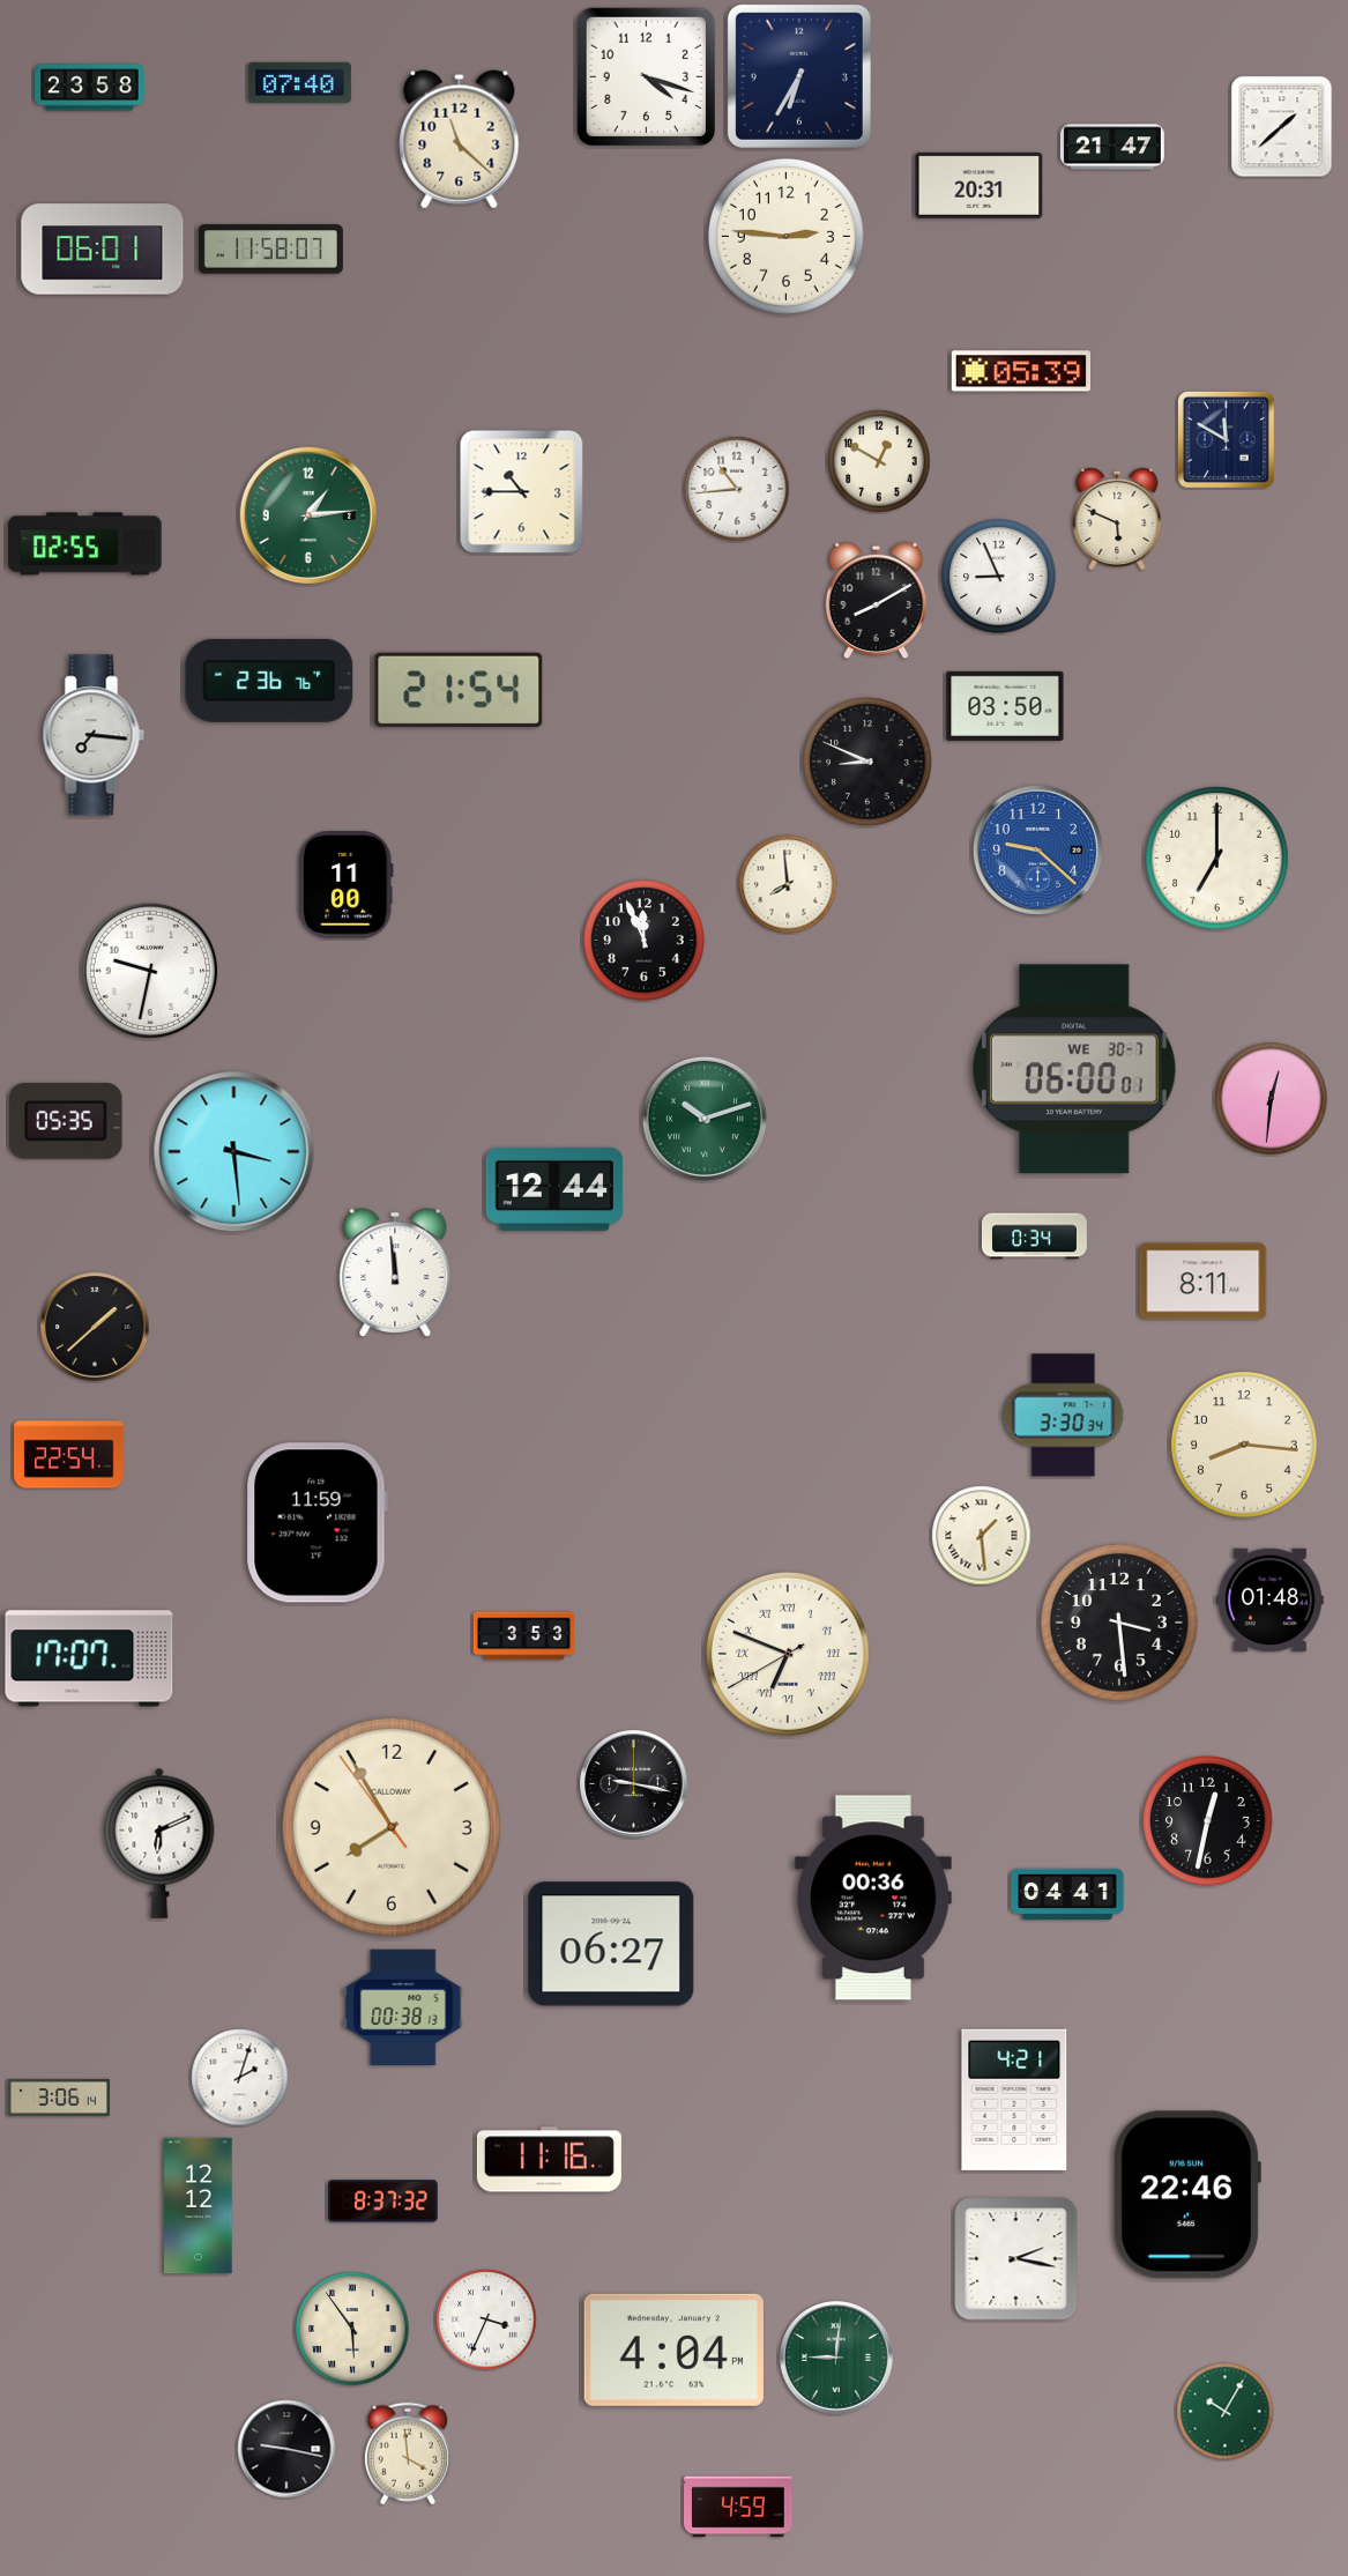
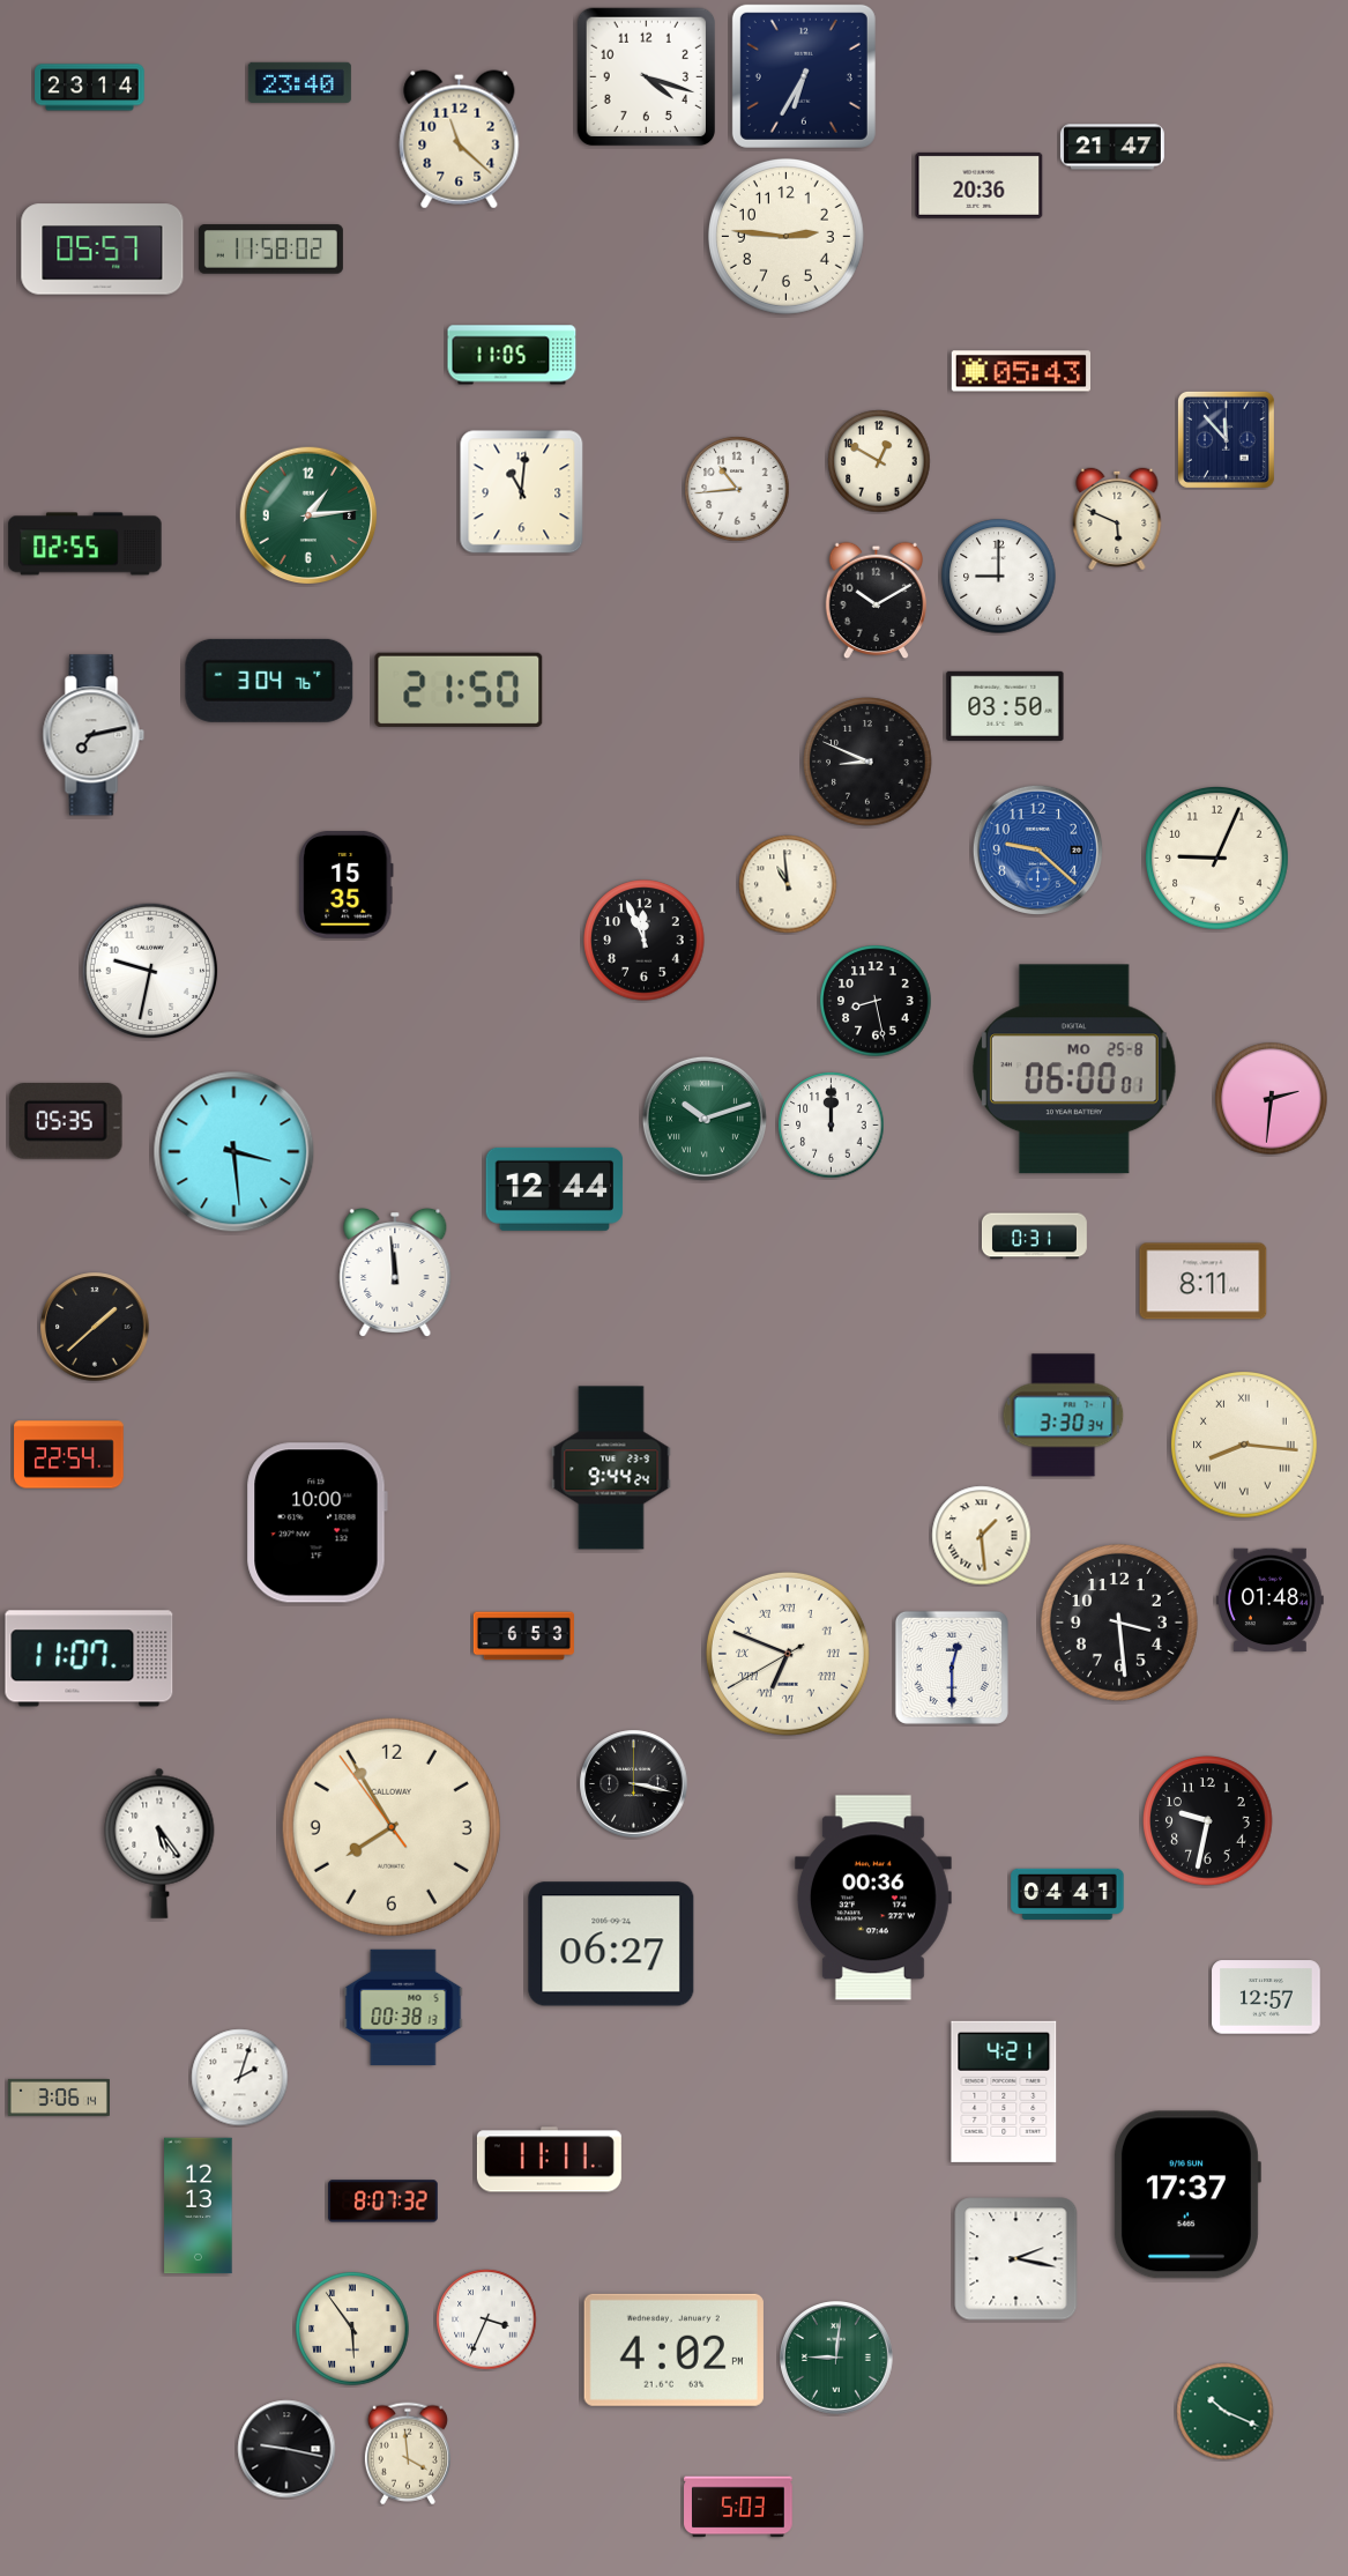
clock at (799, 76) position: (799, 76) -> (804, 76)
clock at (299, 82): 07:40 -> 23:40
clock at (90, 88): 23:58 -> 23:14
clock at (1282, 127): 1:38 -> none
clock at (980, 185): 20:31 -> 20:36
clock at (103, 250): 06:01 -> 05:57
clock at (270, 250): 11:58:07 -> 11:58:02
clock at (512, 355): none -> 11:05
clock at (1020, 371): 05:39 -> 05:43
clock at (1226, 439): 11:50 -> 11:53
clock at (522, 492): 10:45 -> 11:01
clock at (999, 577): 8:56 -> 9:00
clock at (876, 601): 8:10 -> 10:10
clock at (269, 681): 2:36 -> 3:04
clock at (459, 690): 21:54 -> 21:50
clock at (94, 735): 7:16 -> 7:13
clock at (1217, 859): 7:00 -> 9:04
clock at (788, 884): 7:59 -> 10:59
clock at (347, 885): 11:00 -> 15:35
clock at (876, 1001): none -> 8:28
clock at (1074, 1069) date: WE 30-7 -> MO 25-8
clock at (1272, 1099): 12:31 -> 2:31
clock at (832, 1126): none -> 12:00
clock at (1034, 1237): 0:34 -> 0:31
clock at (1245, 1446) numerals: Arabic -> Roman
clock at (611, 1468): none -> 9:44
clock at (316, 1523): 11:59 -> 10:00
clock at (523, 1636): 3:53 -> 6:53
clock at (89, 1658): 17:07 -> 11:07
clock at (952, 1668): none -> 12:30
clock at (634, 1784): 9:17 -> 3:17
clock at (1208, 1821): 12:32 -> 9:32
clock at (159, 1843): 6:11 -> 5:24
clock at (1266, 1997): none -> 12:57
clock at (1014, 2100) position: (1014, 2100) -> (1004, 2092)
clock at (549, 2160): 11:16 -> 11:11
clock at (1186, 2195): 22:46 -> 17:37
clock at (383, 2202): 8:37 -> 8:07
clock at (199, 2206): 12:12 -> 12:13
clock at (673, 2349): 4:04 -> 4:02
clock at (1226, 2412): 10:05 -> 10:19
clock at (738, 2507): 4:59 -> 5:03
